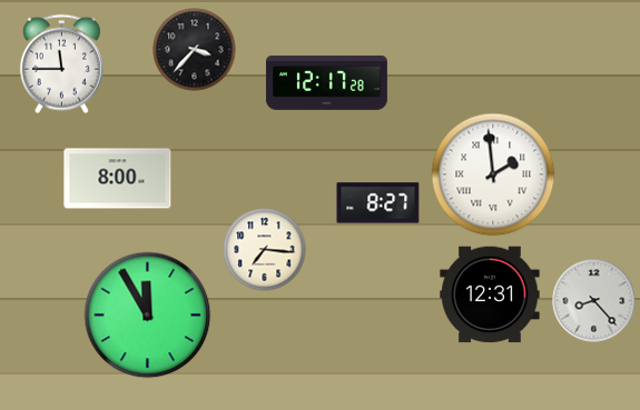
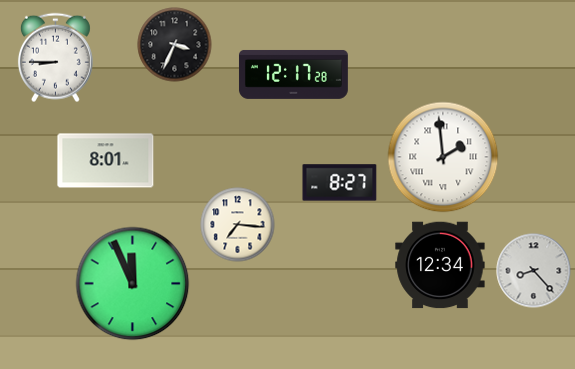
clock at (195, 50): 3:37 -> 3:34
clock at (61, 64): 11:45 -> 8:45
clock at (118, 179): 8:00 -> 8:01
clock at (490, 294): 12:31 -> 12:34
clock at (148, 316): 11:55 -> 11:56
